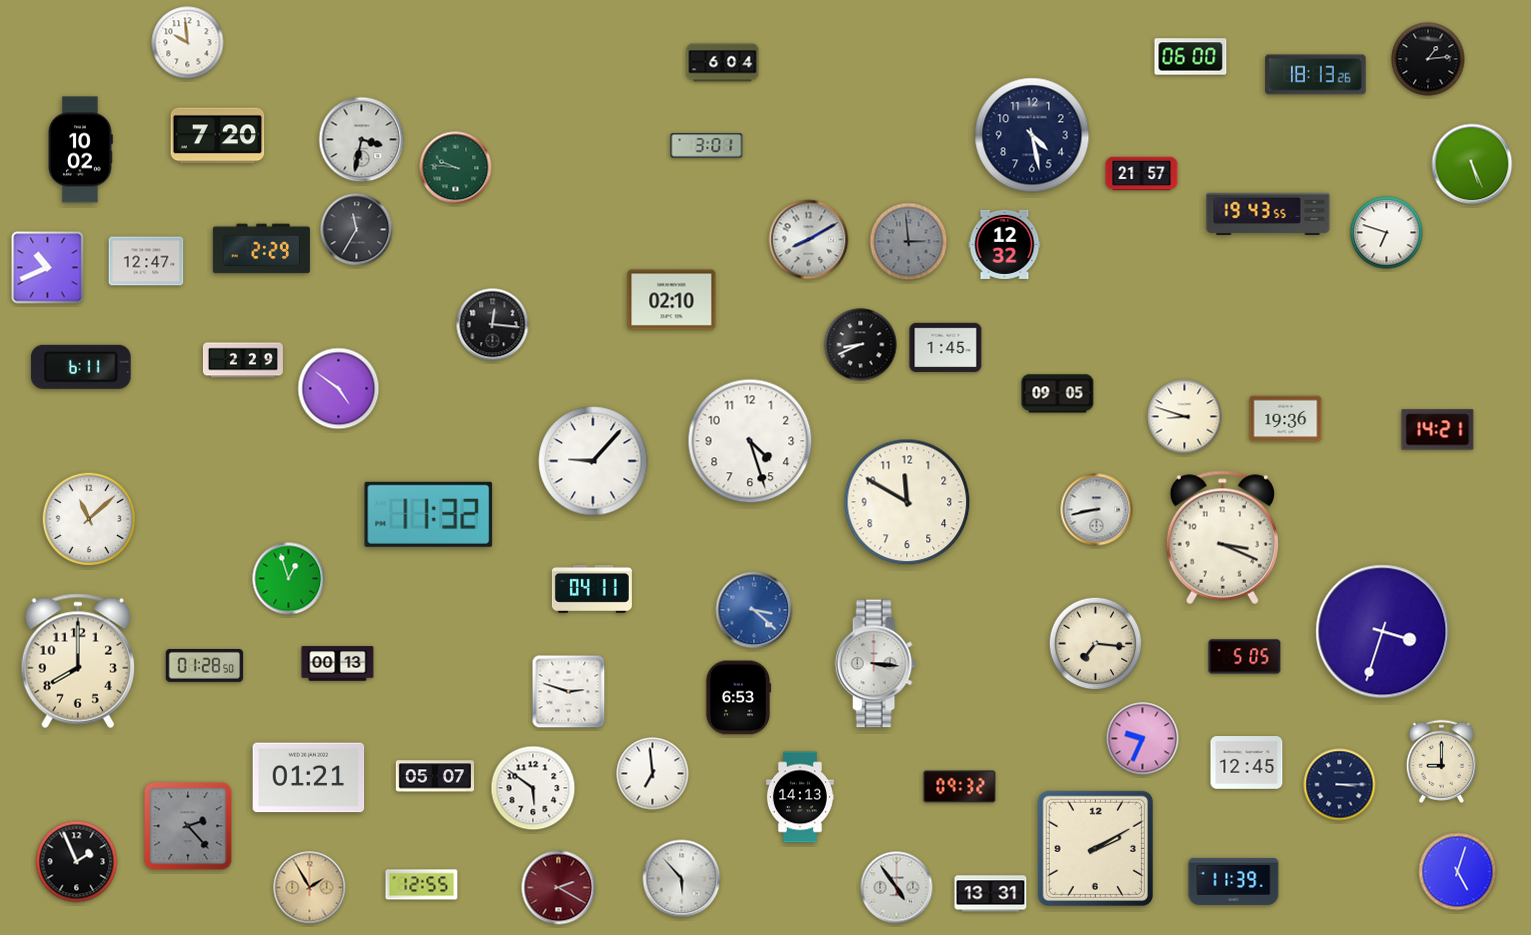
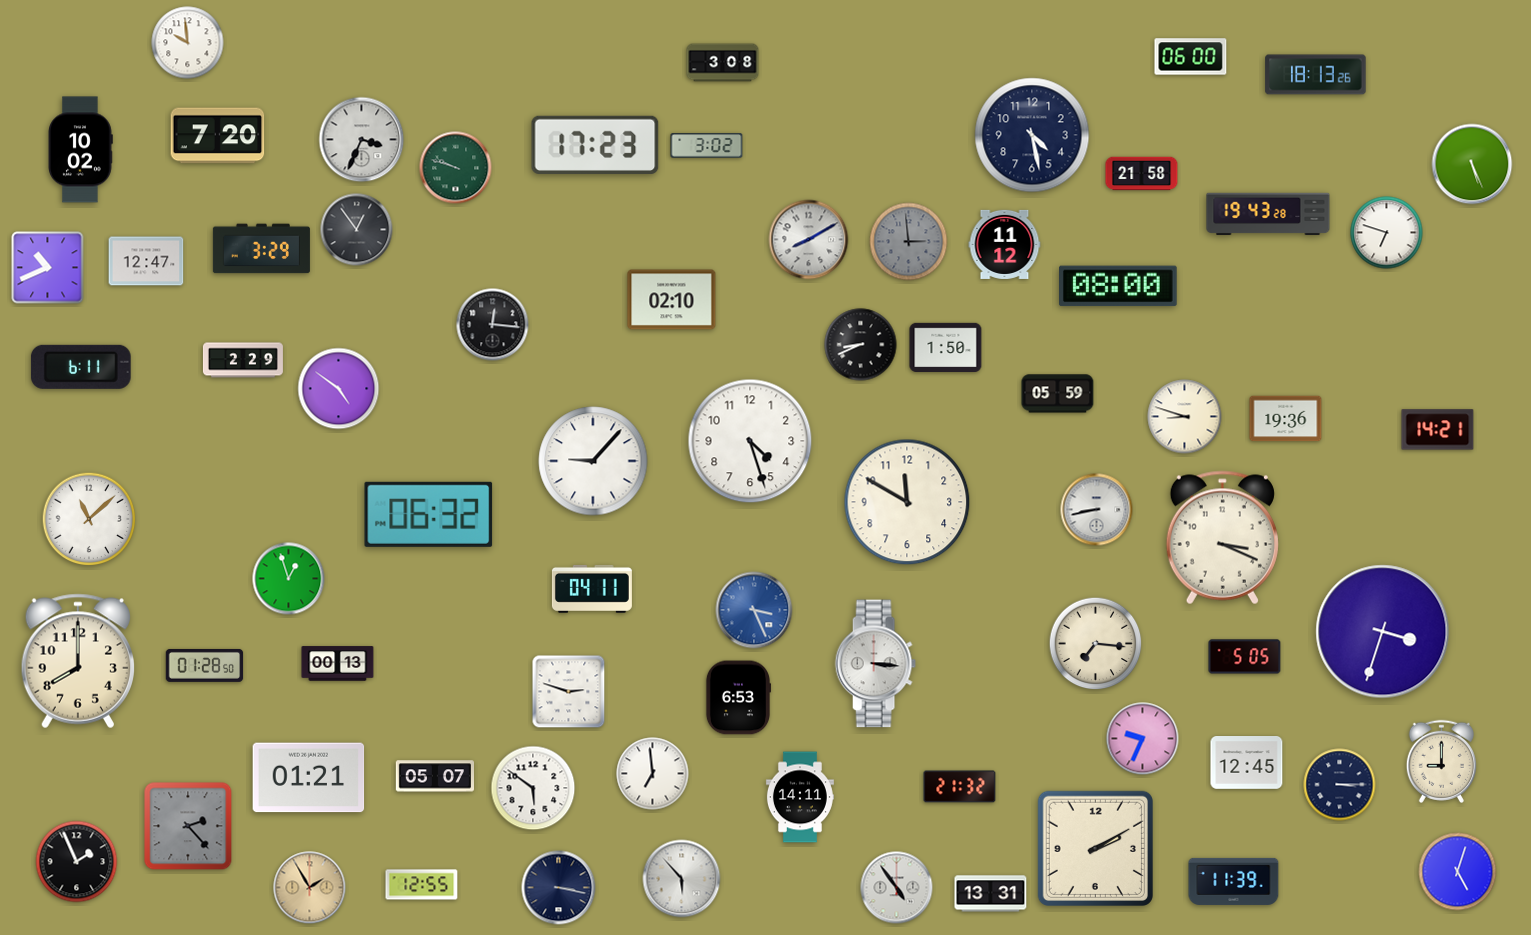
clock at (1428, 59): 1:14 -> none
clock at (723, 63): 6:04 -> 3:08
clock at (362, 140): 3:32 -> 3:34
clock at (595, 145): none -> 17:23
clock at (707, 146): 3:01 -> 3:02
clock at (456, 168): 9:46 -> 9:48
clock at (1142, 174): 21:57 -> 21:58
clock at (1268, 214): 19:43:55 -> 19:43:28
clock at (357, 230): 11:35 -> 12:54
clock at (1005, 244): 12:32 -> 11:12
clock at (261, 249): 2:29 -> 3:29
clock at (1119, 286): none -> 08:00
clock at (946, 347): 1:45 -> 1:50
clock at (1058, 394): 09:05 -> 05:59
clock at (429, 514): 11:32 -> 06:32
clock at (754, 610): 3:22 -> 3:26
clock at (960, 787): 09:32 -> 21:32
clock at (800, 797): 14:13 -> 14:11
clock at (559, 888): 2:20 -> 3:17
clock at (559, 888) dial: burgundy -> navy
